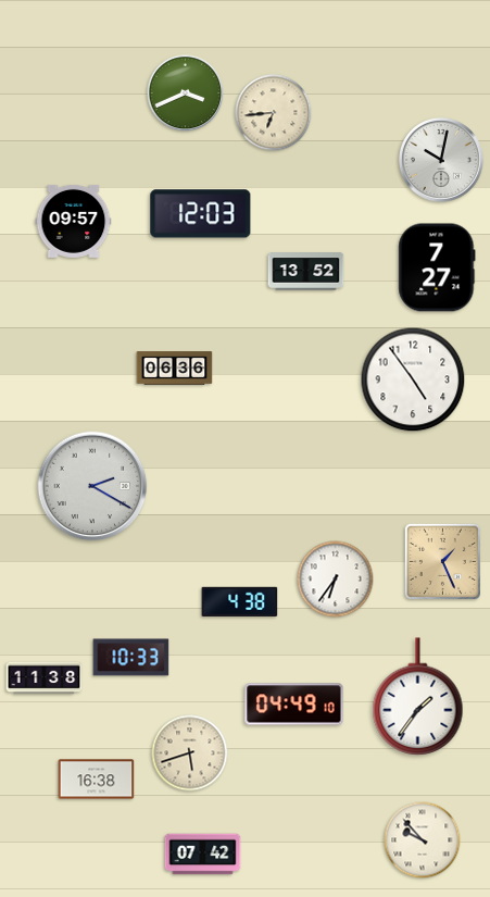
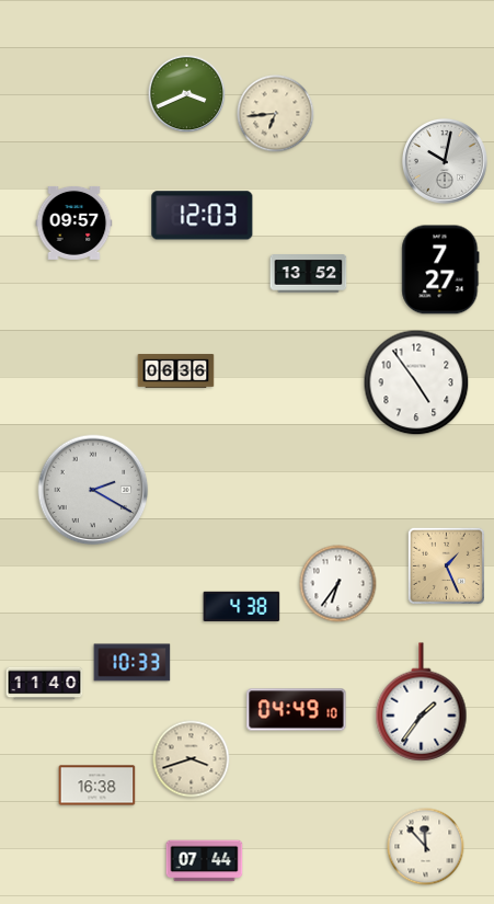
clock at (45, 678): 11:38 -> 11:40
clock at (190, 753): 5:42 -> 3:42
clock at (423, 840): 9:53 -> 11:53
clock at (203, 855): 07:42 -> 07:44
